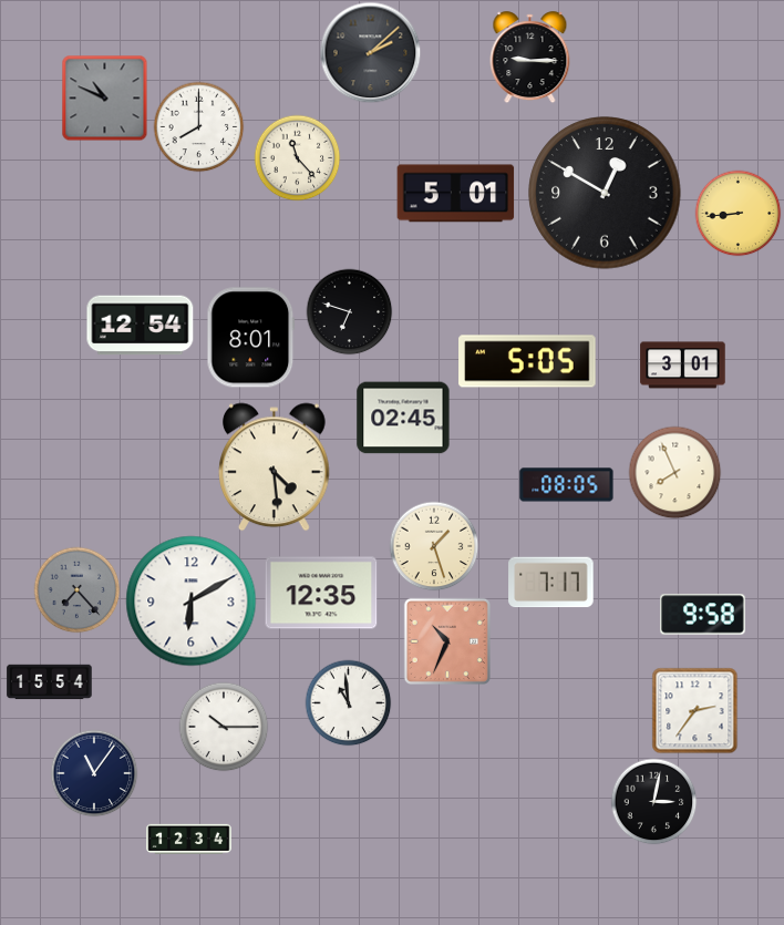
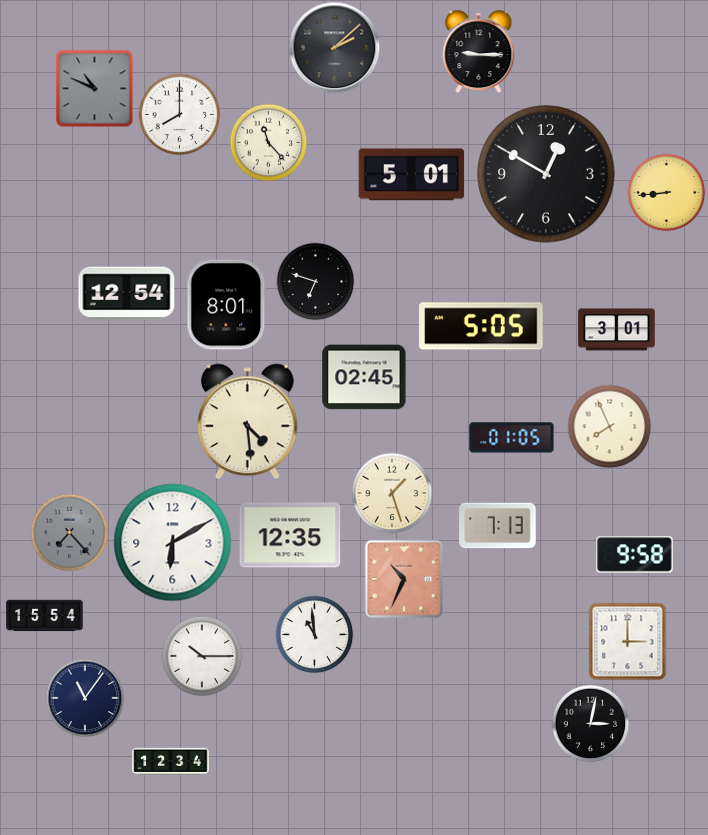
clock at (527, 361) position: (527, 361) -> (481, 326)
clock at (567, 485): 08:05 -> 01:05
clock at (551, 583): 7:17 -> 7:13
clock at (694, 710): 2:36 -> 3:00
clock at (189, 839) position: (189, 839) -> (171, 761)
